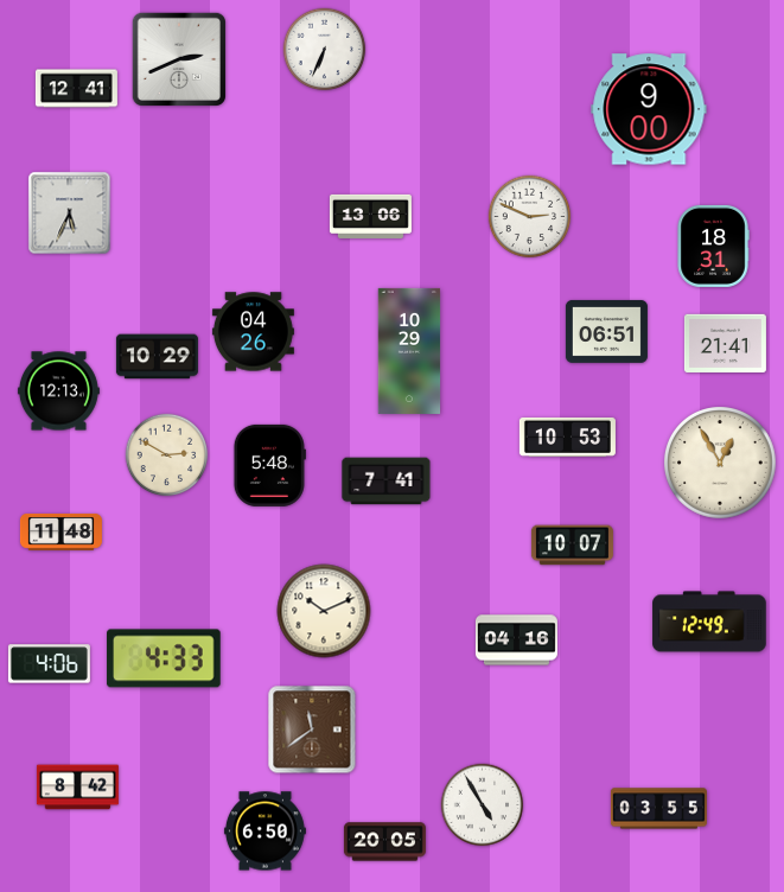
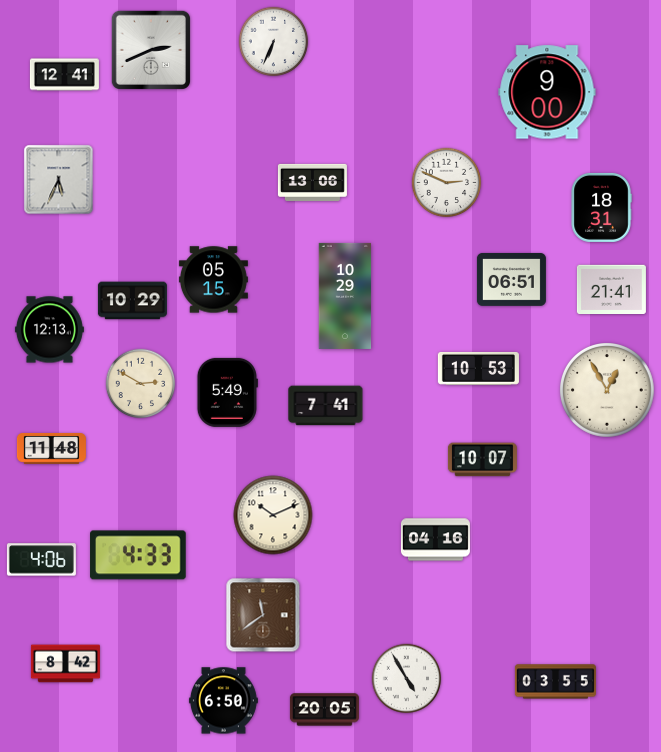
clock at (253, 332): 04:26 -> 05:15
clock at (269, 465): 5:48 -> 5:49
clock at (709, 622): 12:49 -> none
